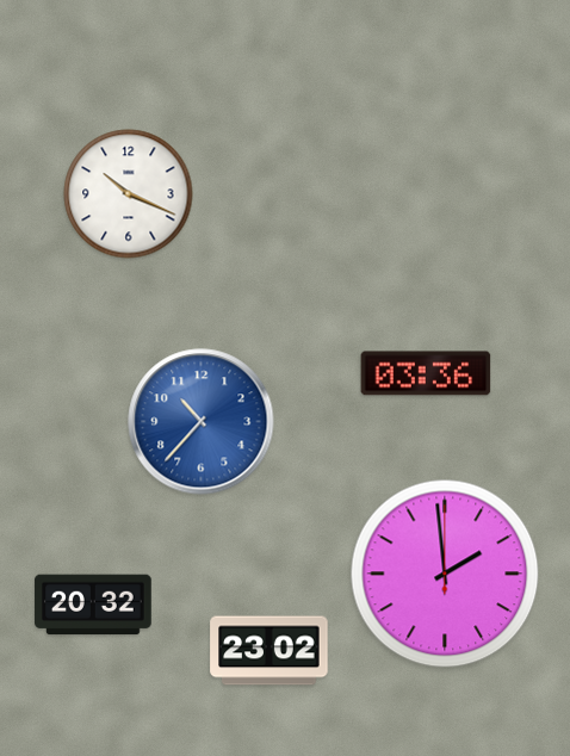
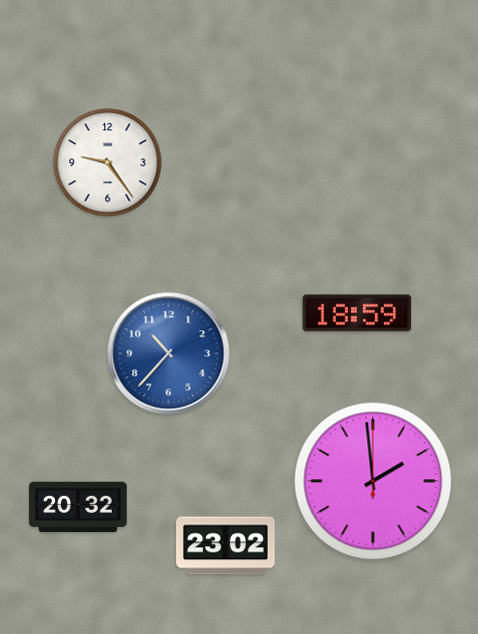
clock at (129, 194): 10:19 -> 9:24
clock at (426, 373): 03:36 -> 18:59
